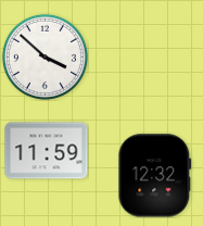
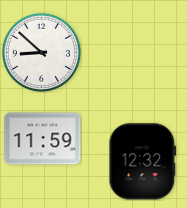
clock at (45, 56): 3:52 -> 8:52
